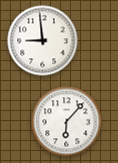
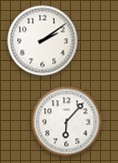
clock at (43, 41): 8:59 -> 2:09
